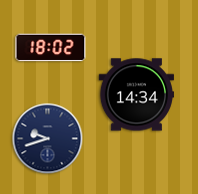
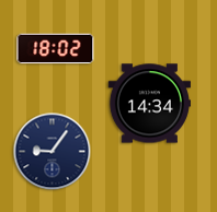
clock at (51, 48) position: (51, 48) -> (56, 49)
clock at (48, 139): 9:42 -> 9:06
